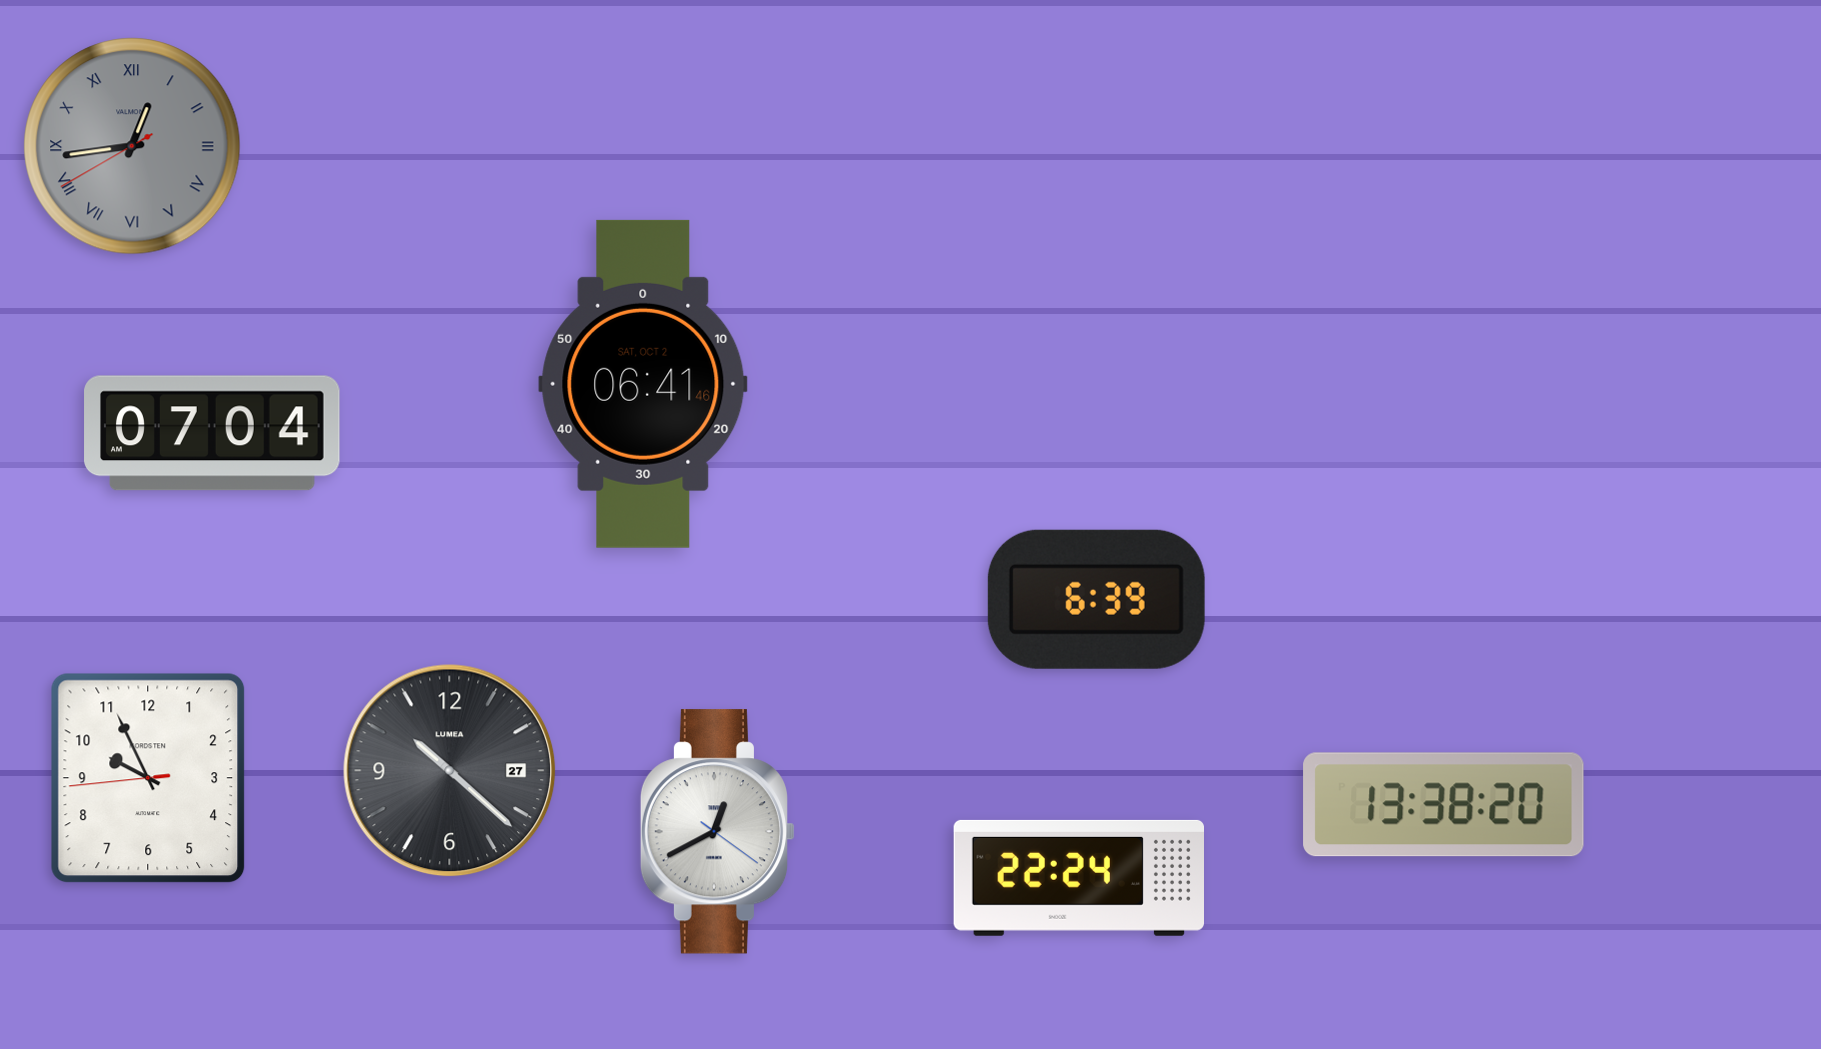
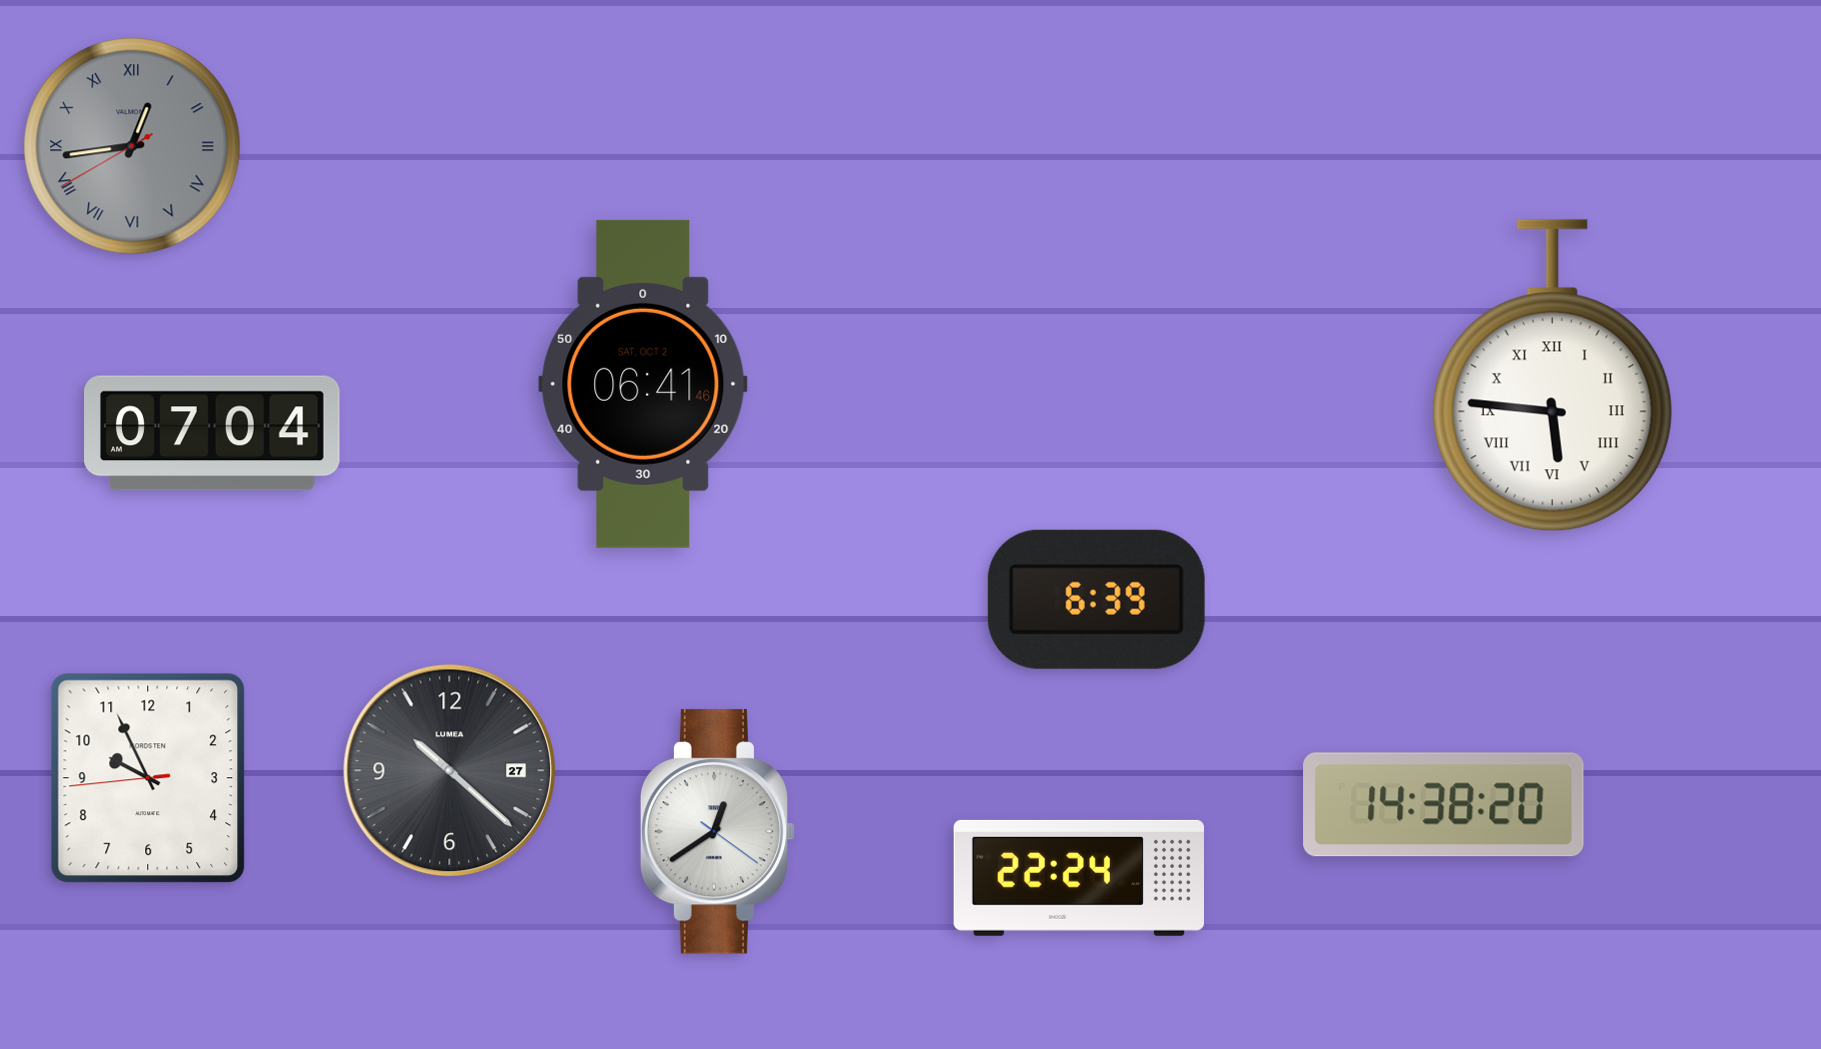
clock at (1552, 376): none -> 5:46
clock at (1444, 805): 13:38 -> 14:38
clock at (718, 832): 12:40 -> 12:39
